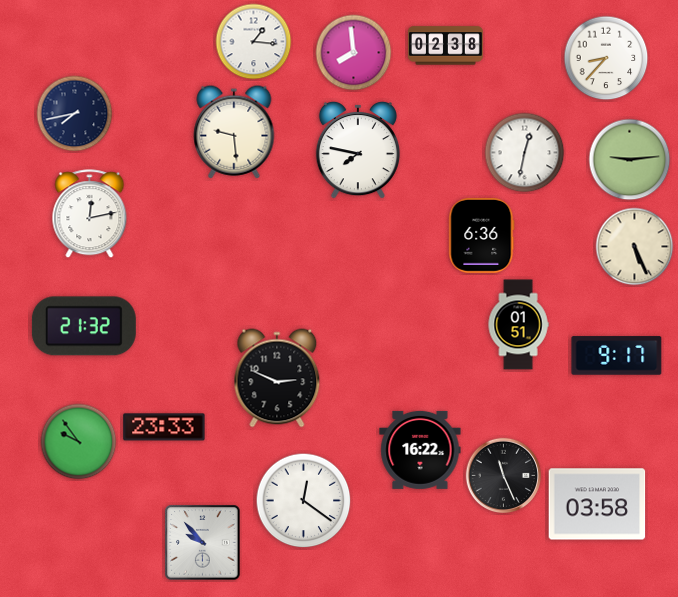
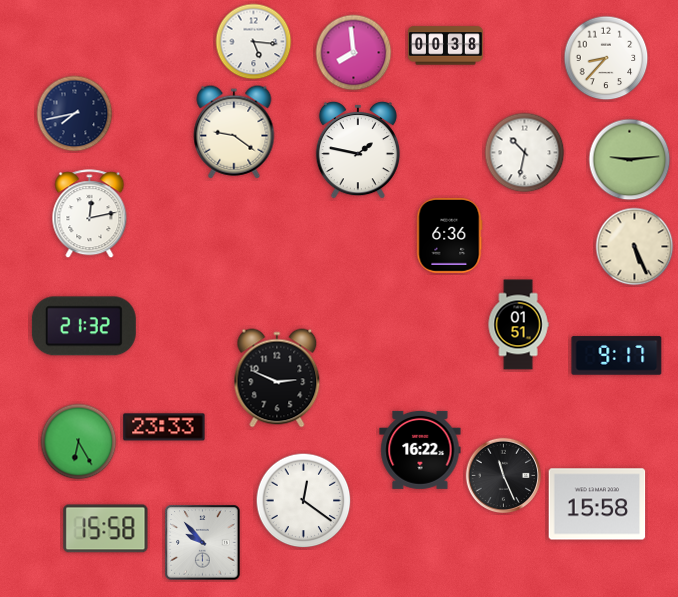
clock at (254, 42): 1:16 -> 5:16
clock at (445, 46): 02:38 -> 00:38
clock at (234, 132): 9:29 -> 9:21
clock at (358, 150): 7:47 -> 1:47
clock at (525, 153): 12:32 -> 10:32
clock at (482, 235) position: (482, 235) -> (450, 235)
clock at (79, 442): 9:54 -> 6:25
clock at (597, 504): 03:58 -> 15:58
clock at (106, 529): none -> 15:58
